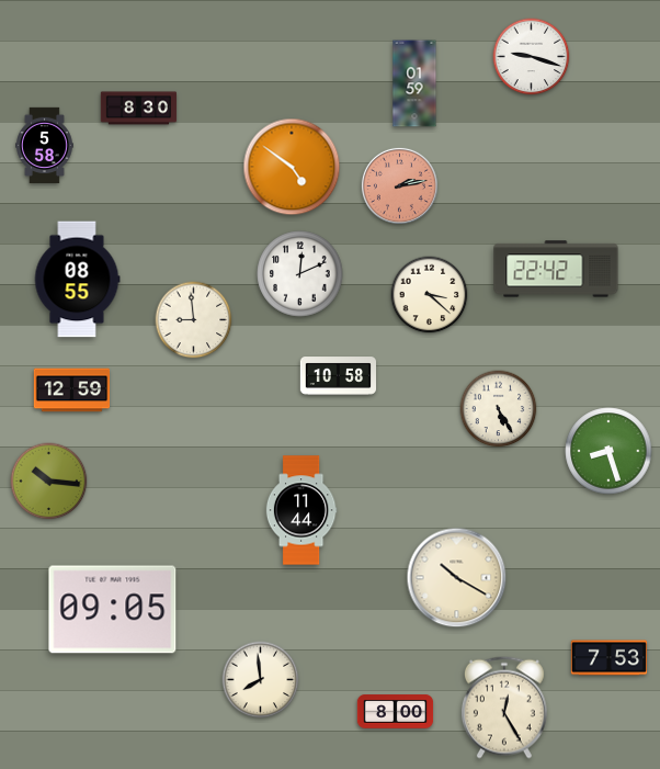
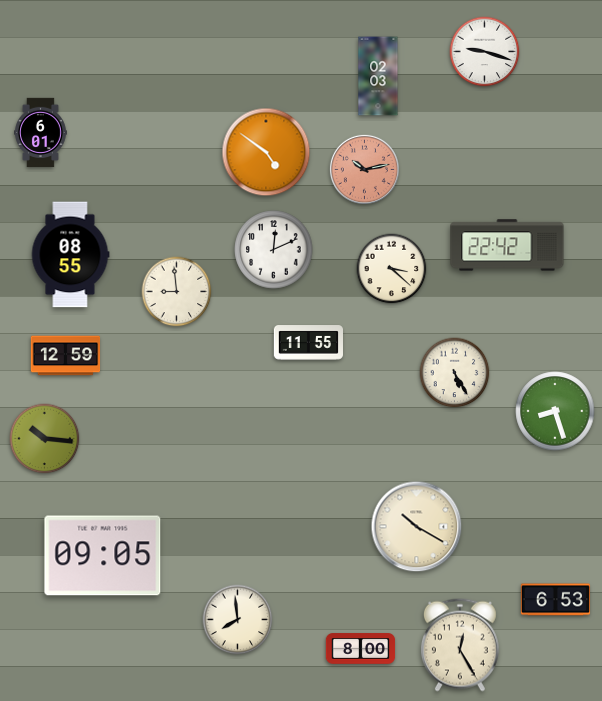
clock at (414, 83): 01:59 -> 02:03
clock at (139, 109): 8:30 -> none
clock at (45, 146): 5:58 -> 6:01
clock at (399, 185): 2:13 -> 10:13
clock at (339, 376): 10:58 -> 11:55
clock at (301, 510): 11:44 -> none
clock at (610, 658): 7:53 -> 6:53
